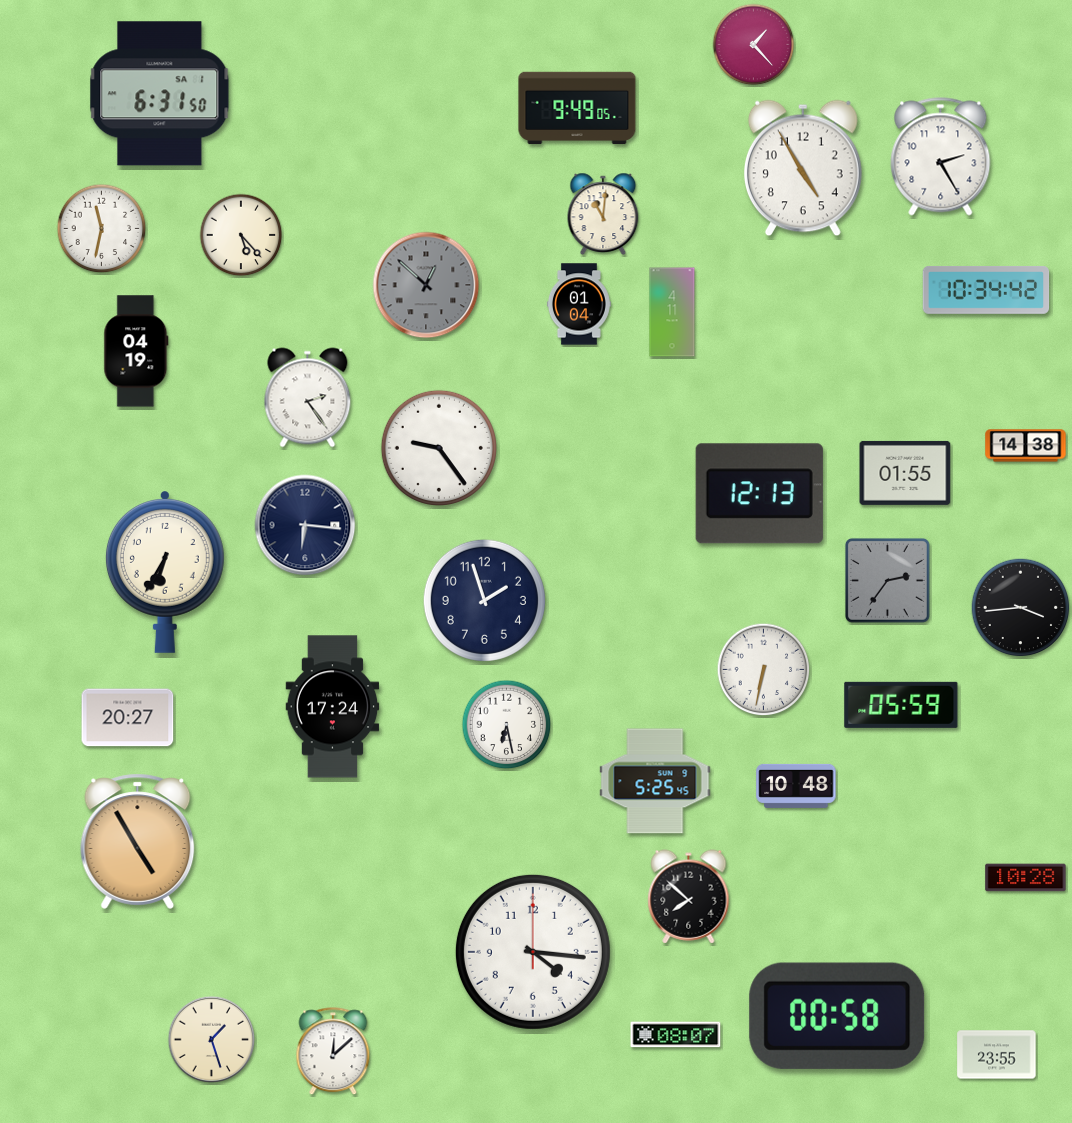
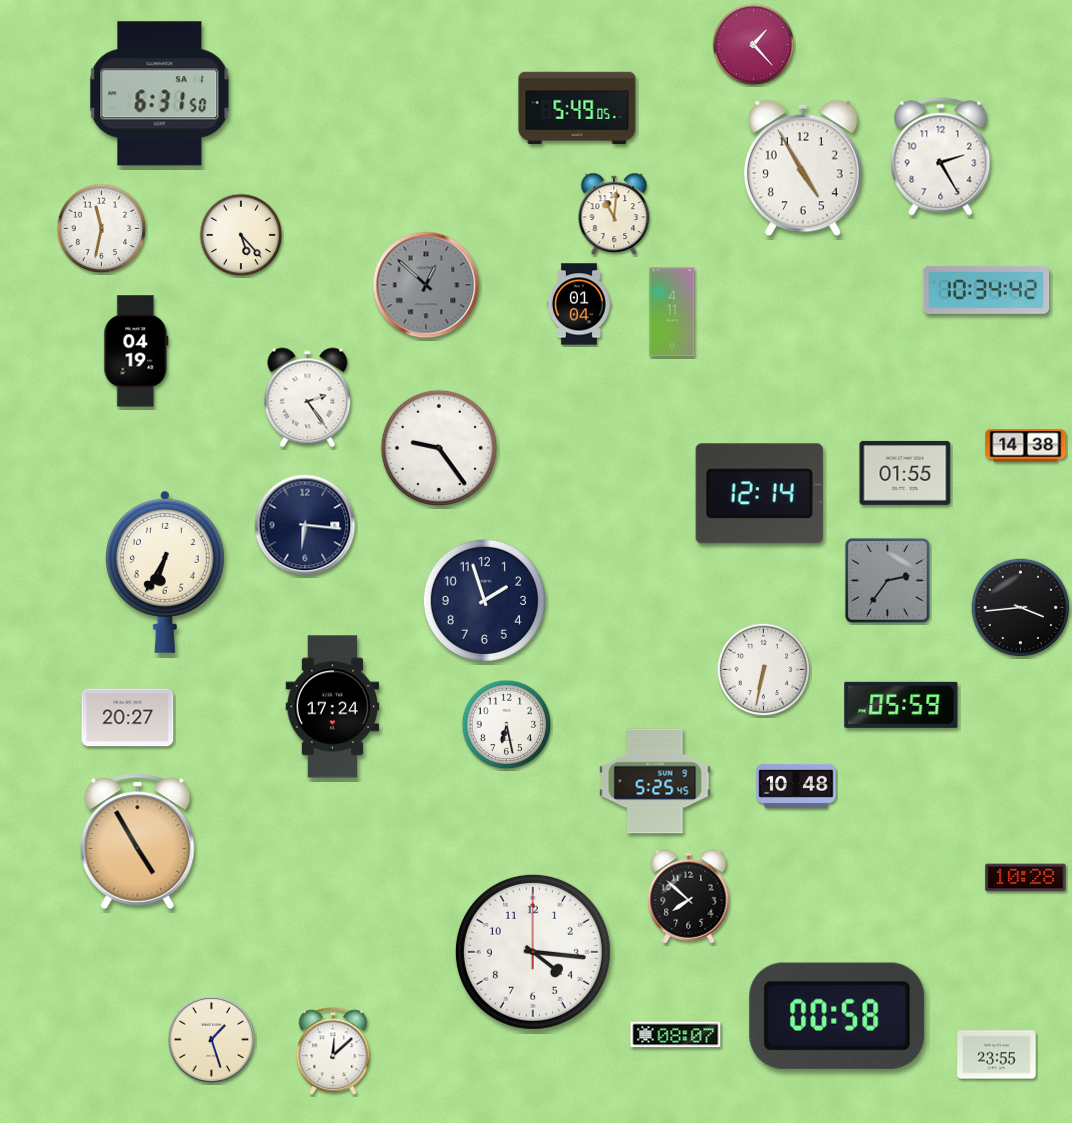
clock at (577, 108): 9:49 -> 5:49
clock at (603, 214) position: (603, 214) -> (614, 214)
clock at (759, 494): 12:13 -> 12:14
